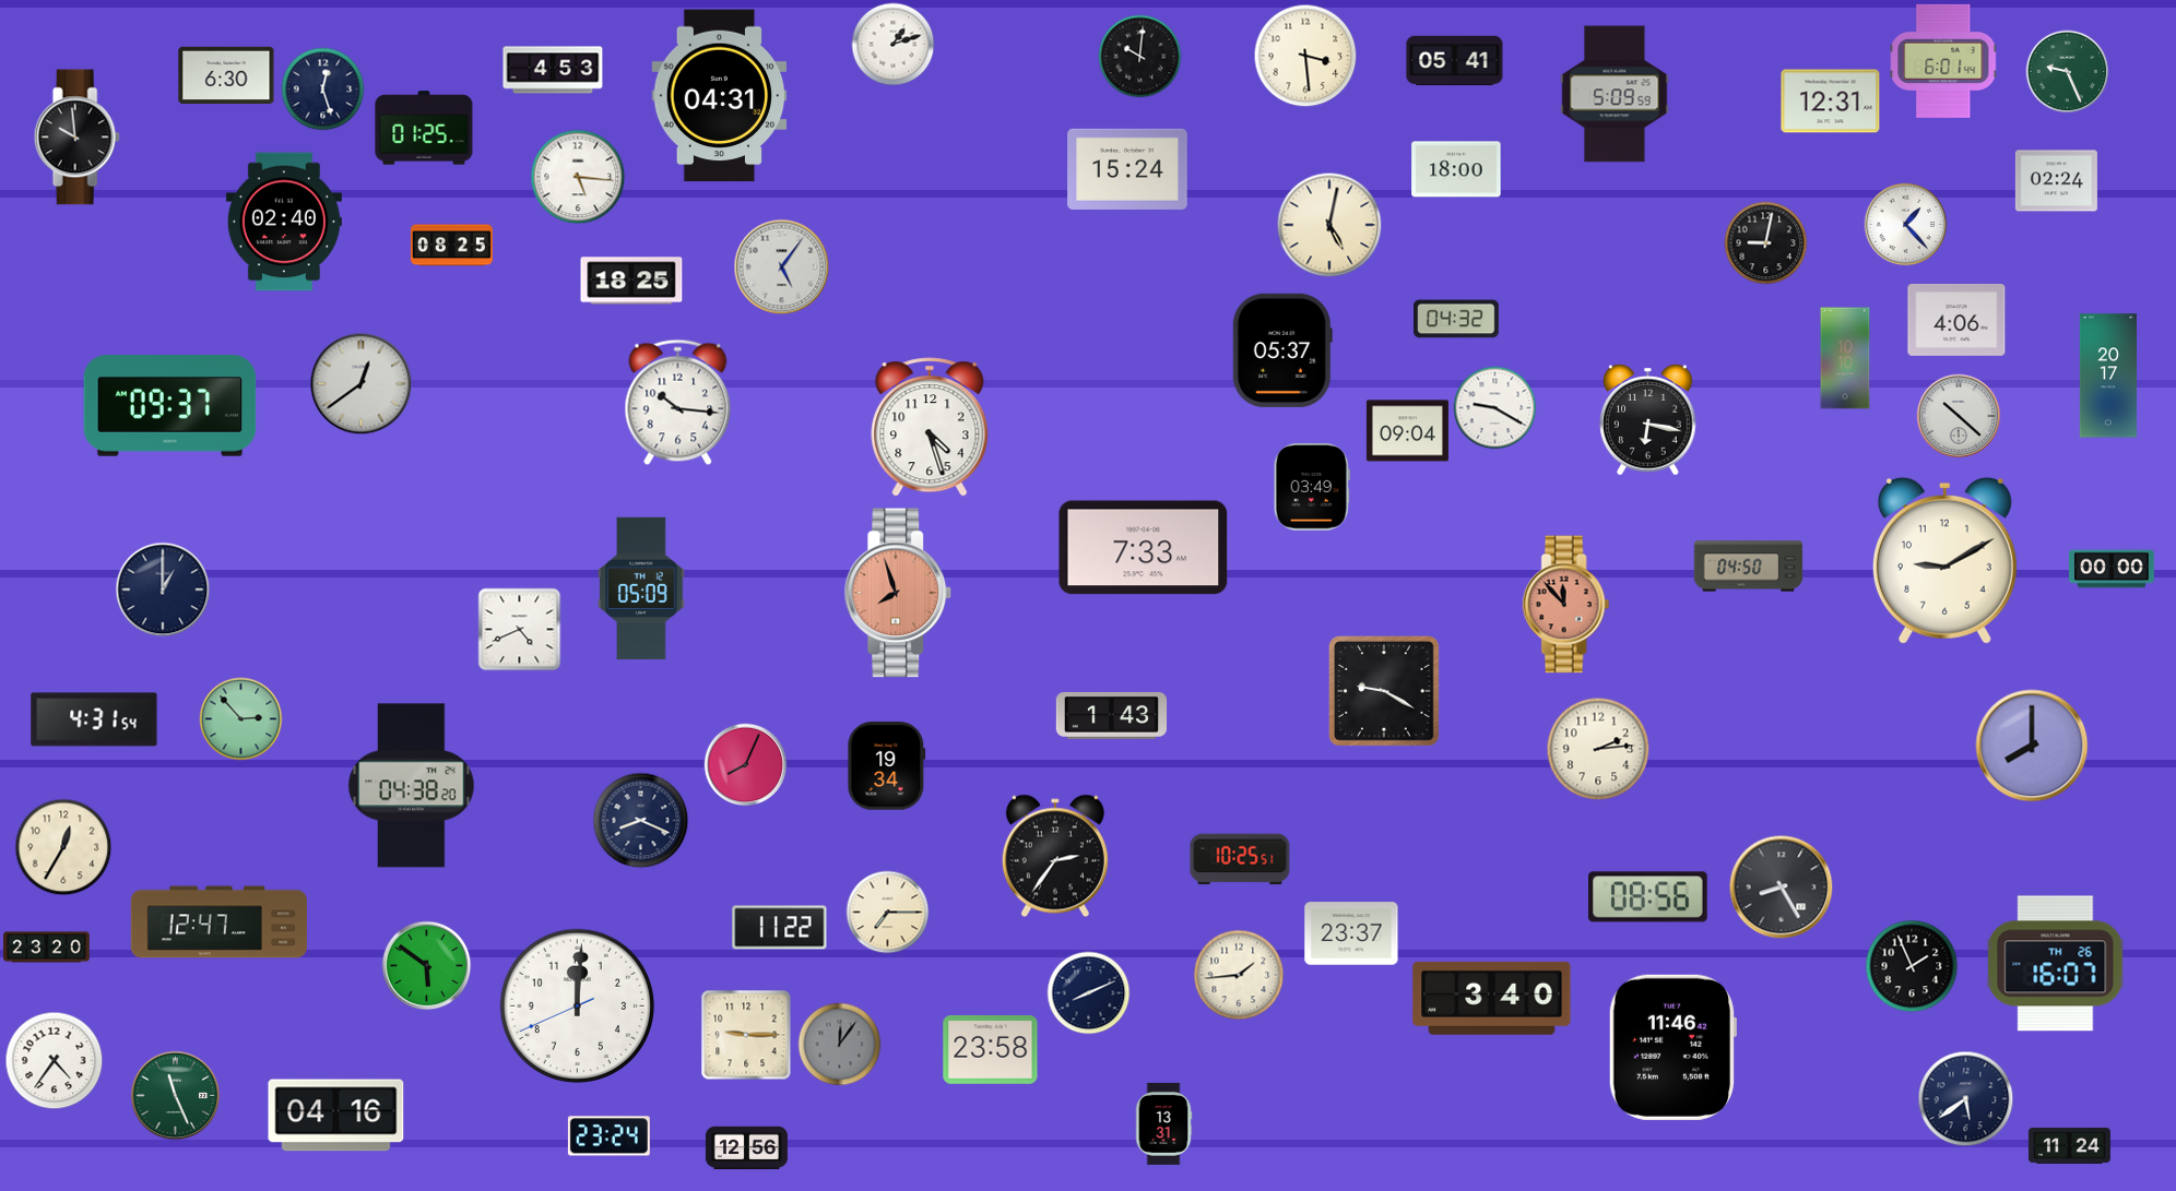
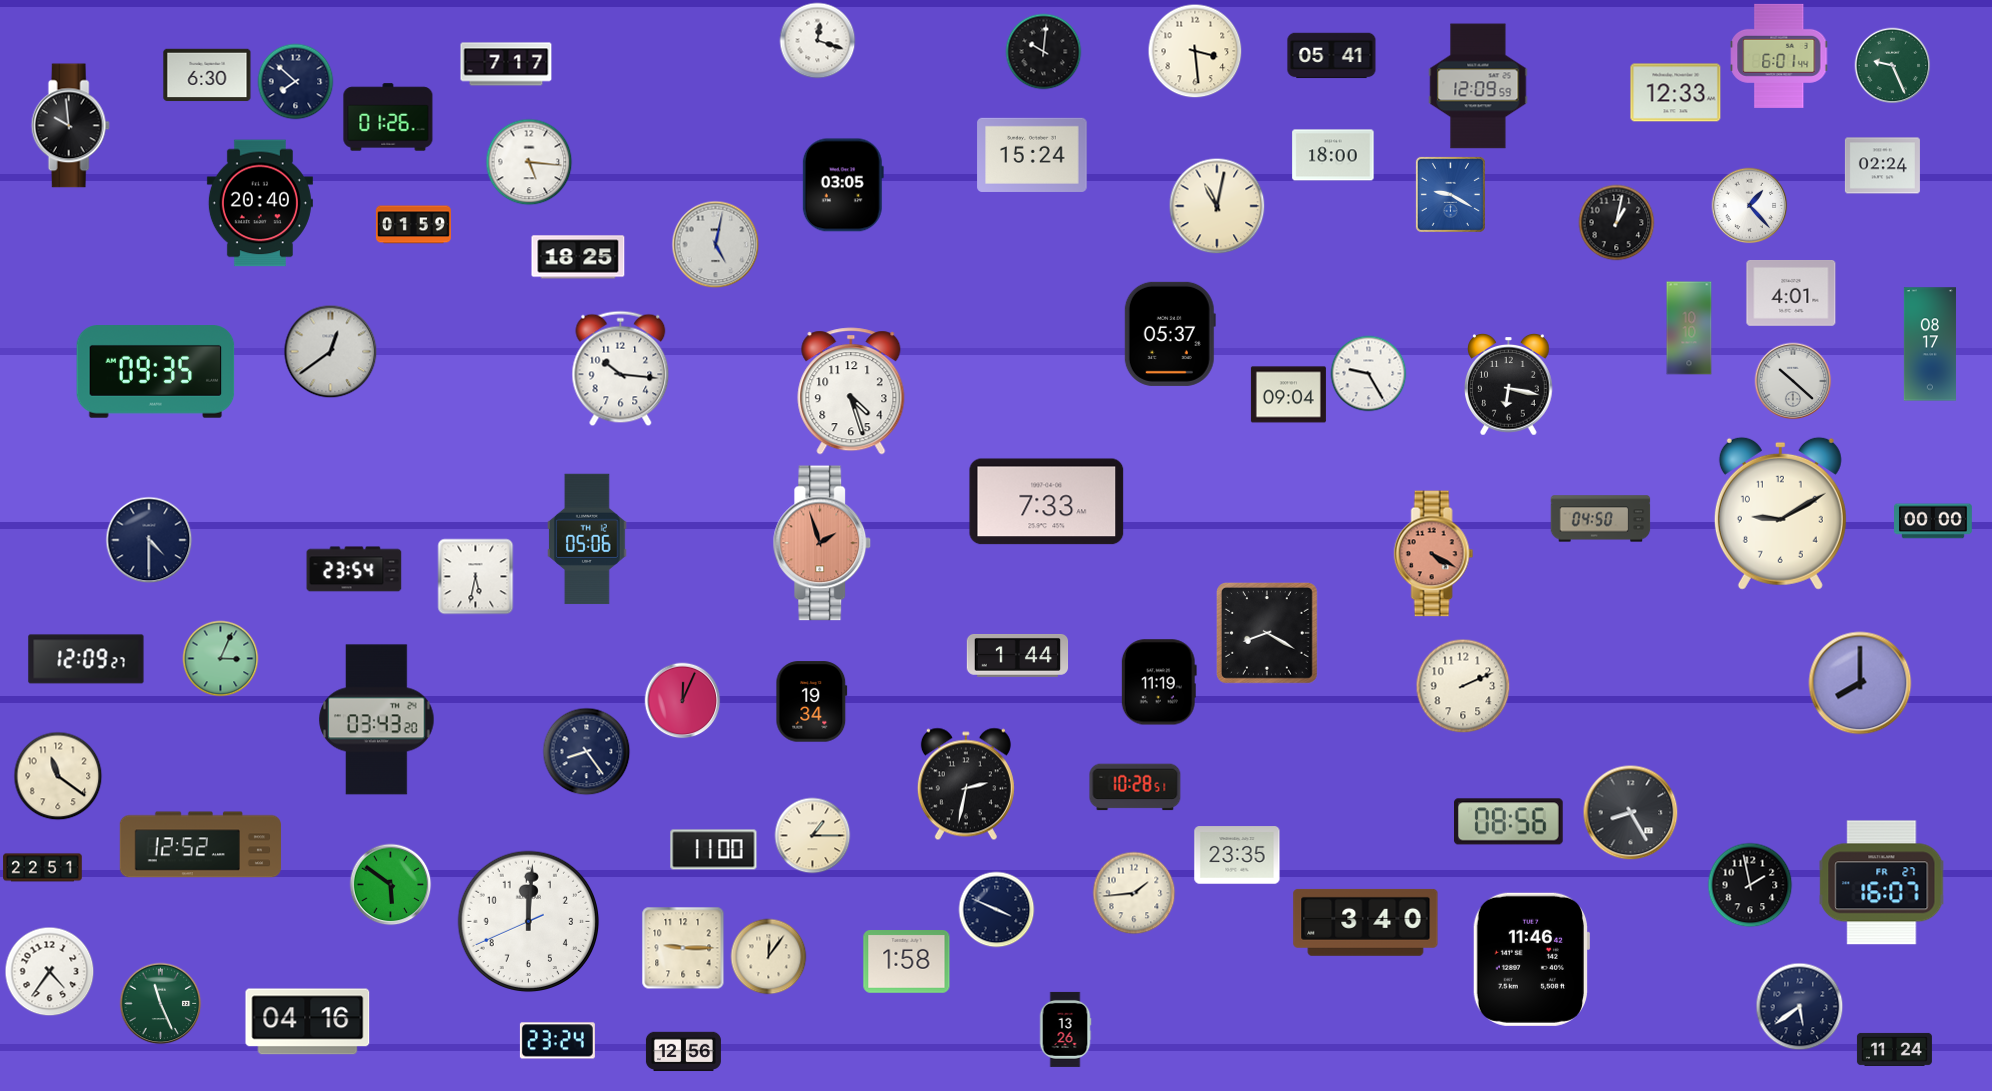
clock at (894, 45): 1:12 -> 12:18
clock at (553, 70): 4:53 -> 7:17
clock at (226, 75) position: (226, 75) -> (207, 75)
clock at (323, 90): 12:27 -> 7:52
clock at (1615, 94): 5:09 -> 12:09
clock at (720, 96): 04:31 -> none
clock at (1831, 102): 12:31 -> 12:33
clock at (424, 128): 01:25 -> 01:26
clock at (843, 185): none -> 03:05
clock at (1450, 194): none -> 9:20
clock at (284, 222): 02:40 -> 20:40
clock at (1329, 225): 5:02 -> 11:02
clock at (1906, 225) position: (1906, 225) -> (1750, 206)
clock at (1766, 243): 9:02 -> 1:02
clock at (451, 246): 08:25 -> 01:59
clock at (782, 267): 5:06 -> 5:02
clock at (1457, 319): 04:32 -> none
clock at (1956, 321): 4:06 -> 4:01
clock at (1282, 350) position: (1282, 350) -> (1170, 334)
clock at (2108, 376): 20:17 -> 08:17
clock at (170, 406): 09:37 -> 09:35
clock at (1495, 408): 9:20 -> 9:25
clock at (1312, 487): 03:49 -> none
clock at (641, 588): 05:09 -> 05:06
clock at (163, 589): 1:00 -> 4:30
clock at (898, 593): 7:57 -> 1:57
clock at (1566, 605): 11:53 -> 4:20
clock at (354, 569): none -> 23:54
clock at (520, 630): 4:41 -> 5:32
clock at (1384, 691): 9:20 -> 8:20
clock at (1112, 716): 1:43 -> 1:44
clock at (94, 719): 4:31 -> 12:09
clock at (241, 719): 2:53 -> 3:04
clock at (1159, 682): none -> 11:19
clock at (1598, 749): 2:14 -> 2:11
clock at (746, 765): 8:04 -> 12:04
clock at (412, 786): 04:38 -> 03:43
clock at (641, 821): 8:19 -> 8:24
clock at (63, 847): 12:35 -> 11:21
clock at (1055, 856): 2:36 -> 2:32
clock at (1240, 859): 10:25 -> 10:28
clock at (888, 913): 7:15 -> 1:15
clock at (218, 922): 12:47 -> 12:52
clock at (780, 928): 11:22 -> 11:00
clock at (1351, 933): 23:37 -> 23:35
clock at (47, 948): 23:20 -> 22:51
clock at (2056, 964) date: TH 26 -> FR 27
clock at (1912, 966): 1:56 -> 1:58
clock at (1089, 993): 8:11 -> 3:49
clock at (1492, 998) position: (1492, 998) -> (1366, 922)
clock at (840, 1045) dial: grey -> cream
clock at (991, 1050): 23:58 -> 1:58
clock at (1163, 1123): 13:31 -> 13:26
